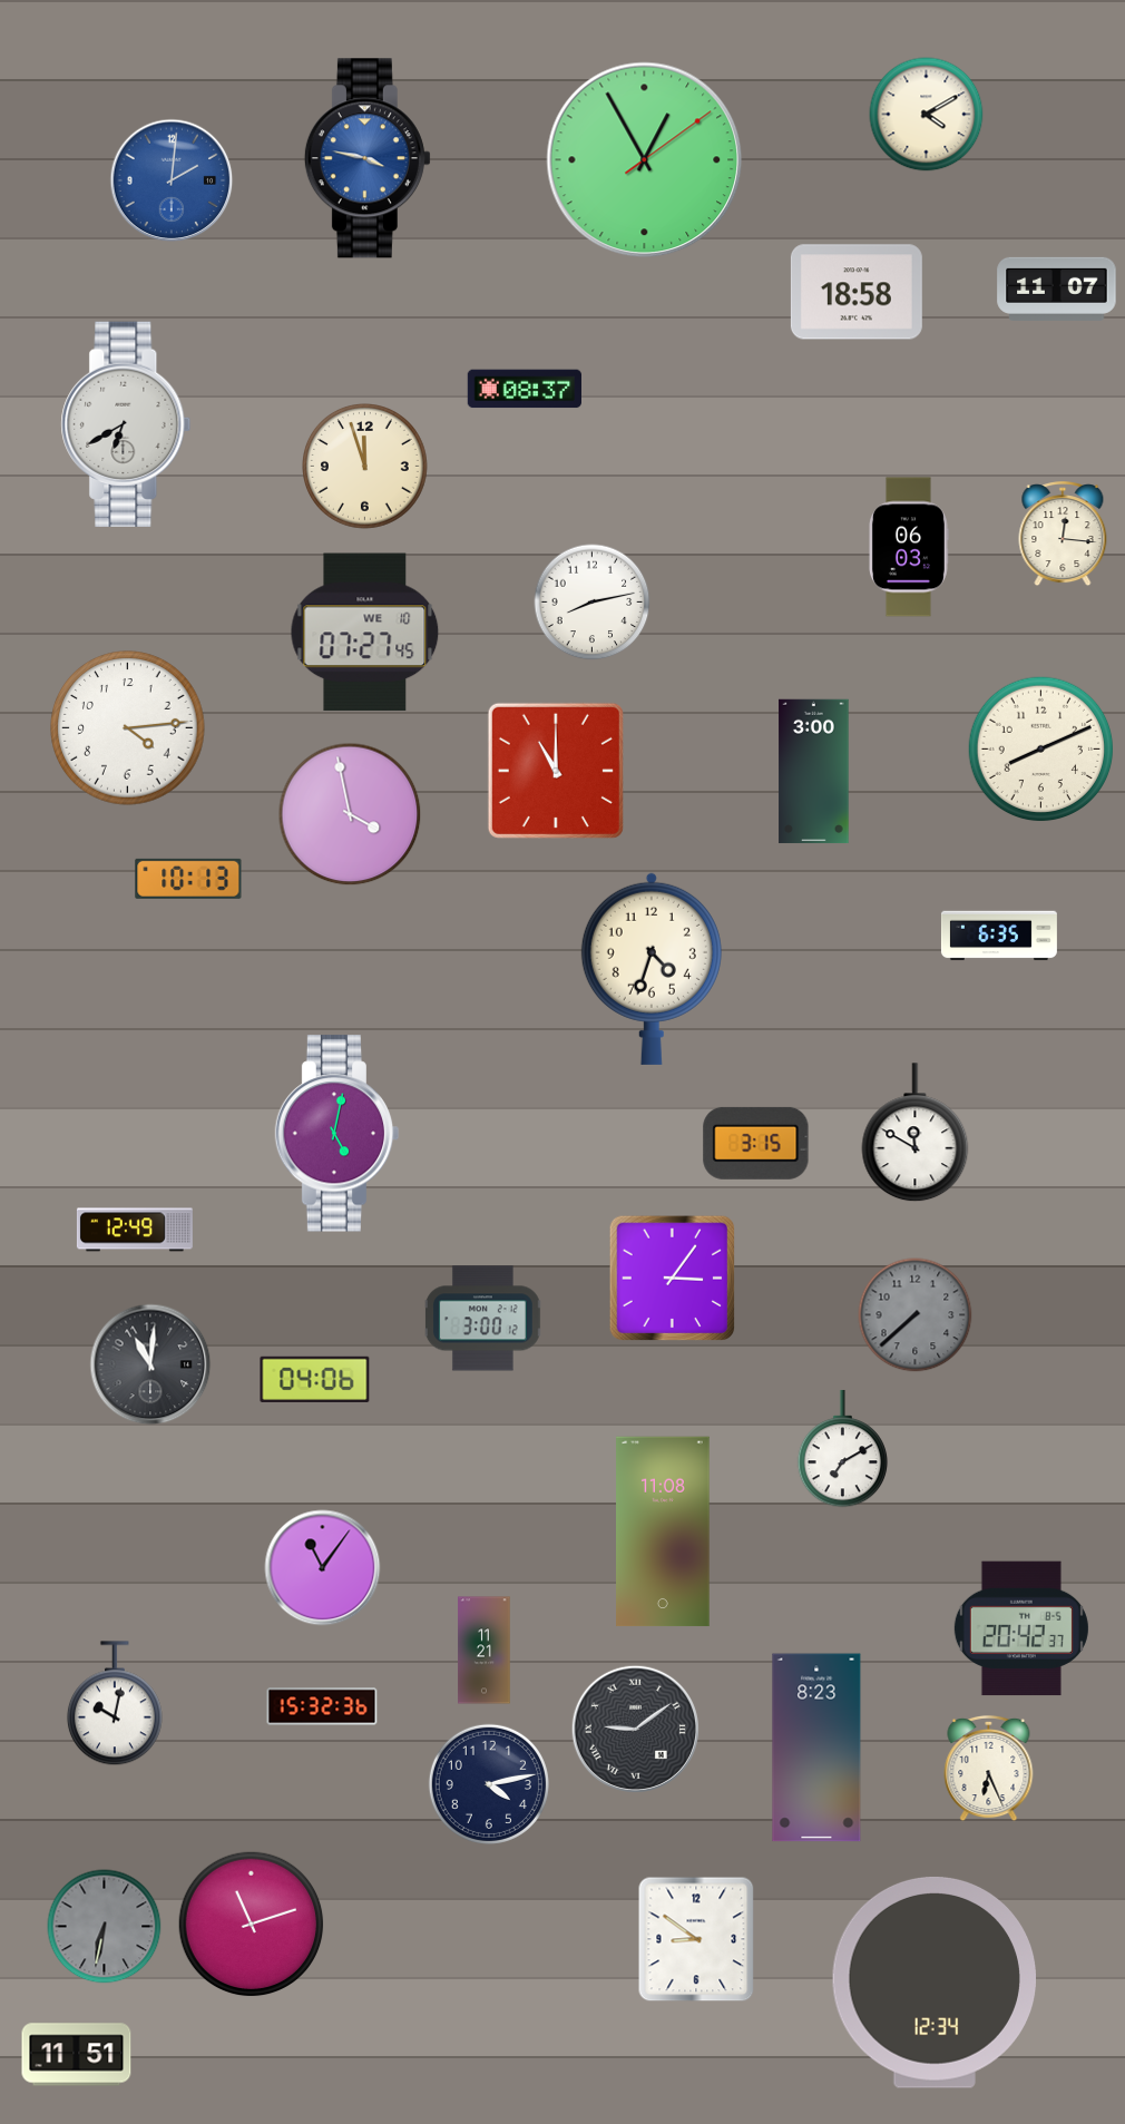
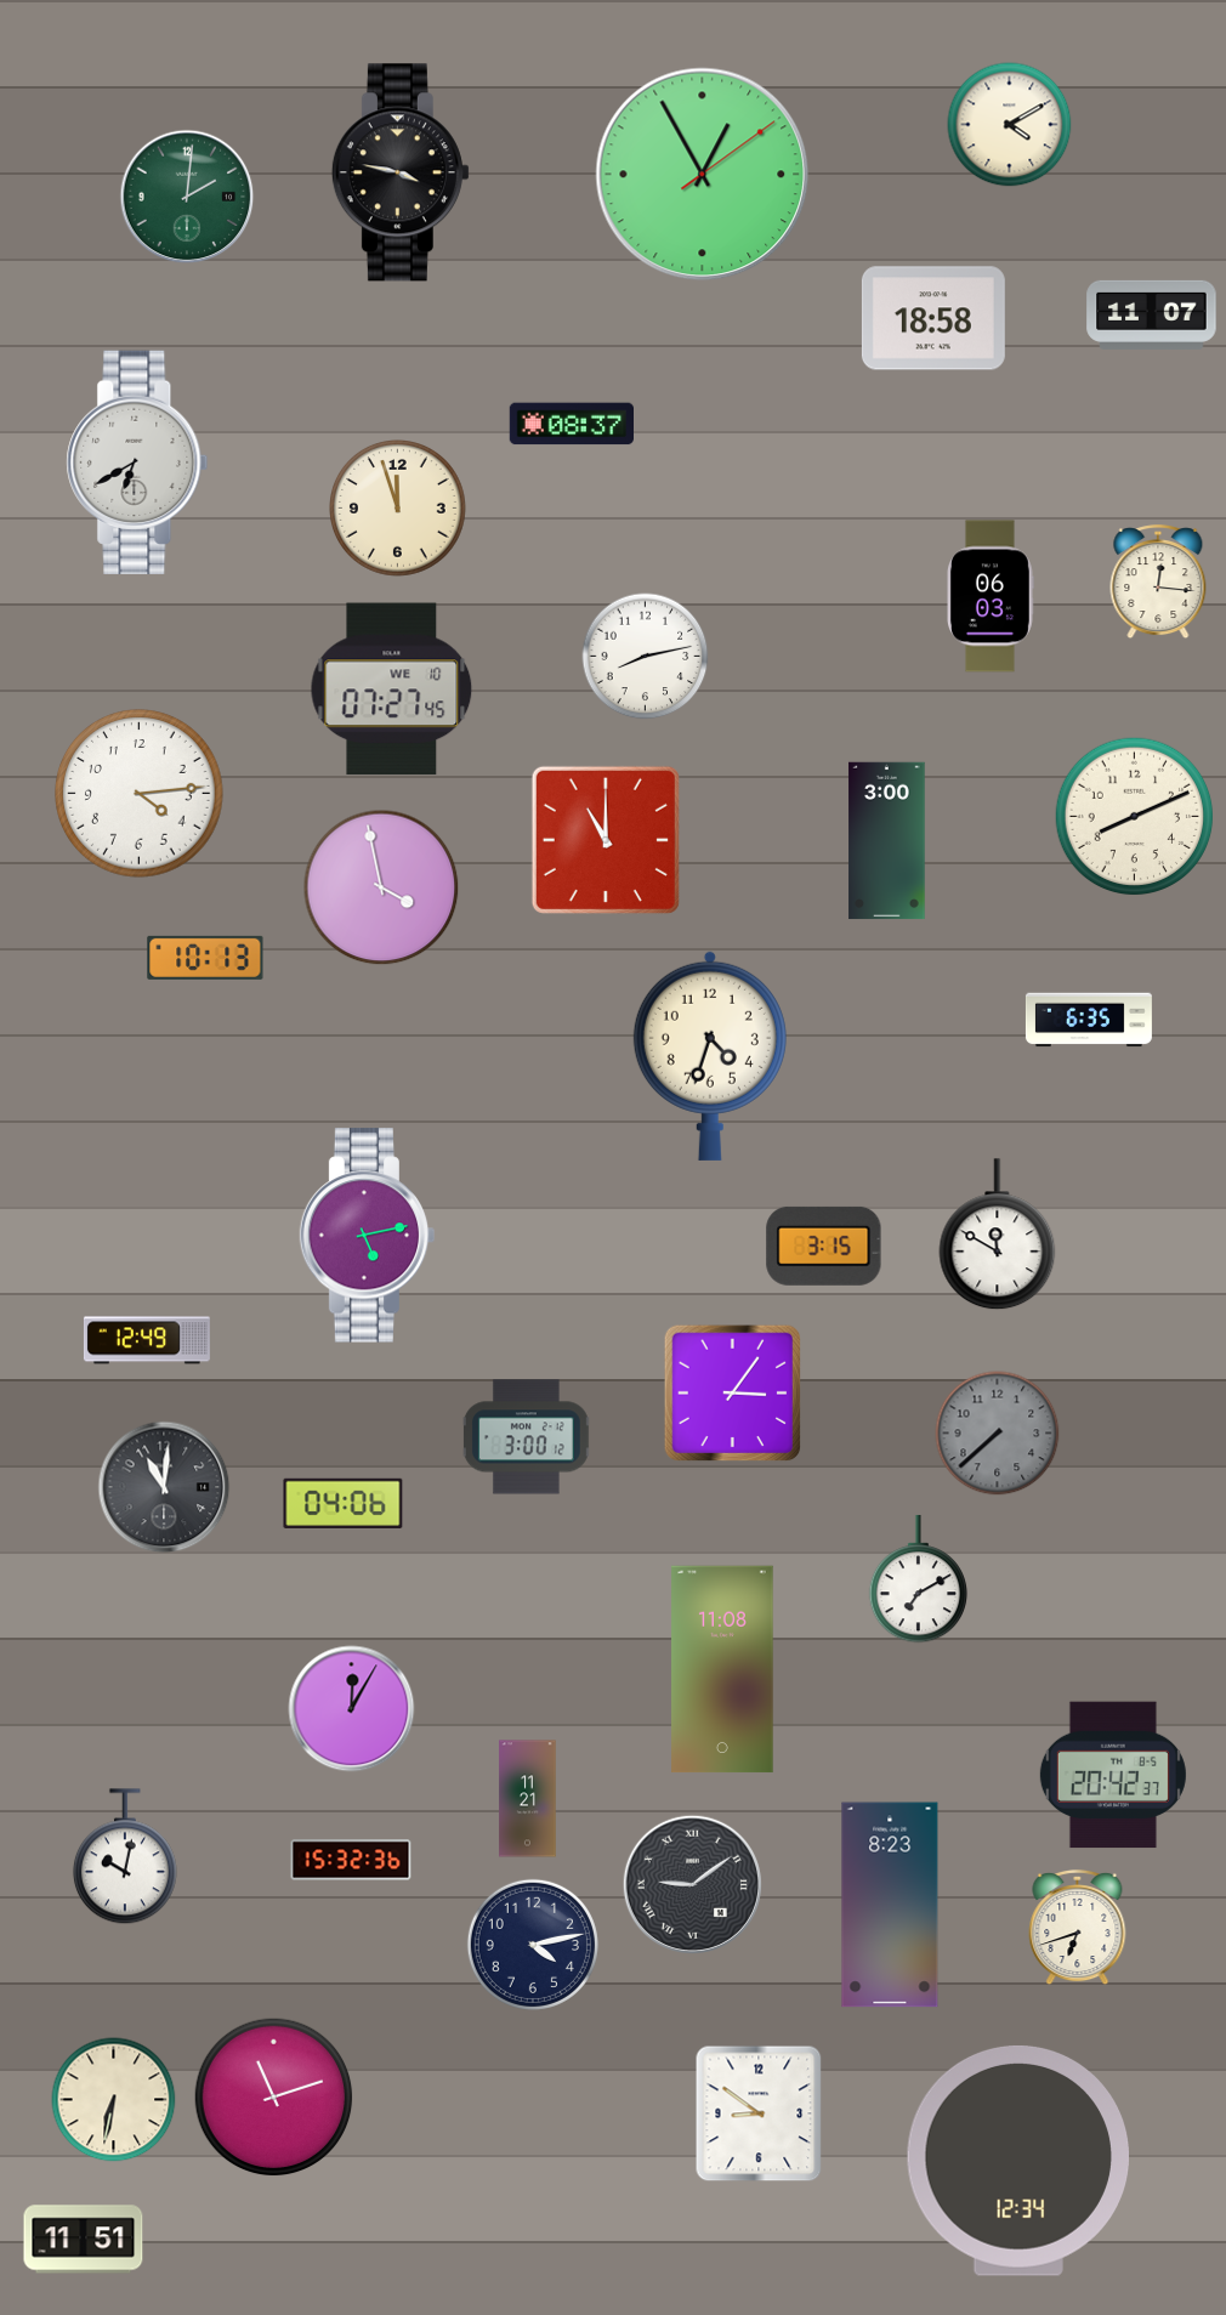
clock at (368, 158) dial: blue -> black
clock at (172, 180) dial: blue -> green
clock at (365, 633) position: (365, 633) -> (392, 690)
clock at (338, 1134): 5:02 -> 5:13
clock at (323, 1568): 11:06 -> 12:05
clock at (989, 1769): 6:26 -> 6:42
clock at (105, 1927) dial: grey -> cream
